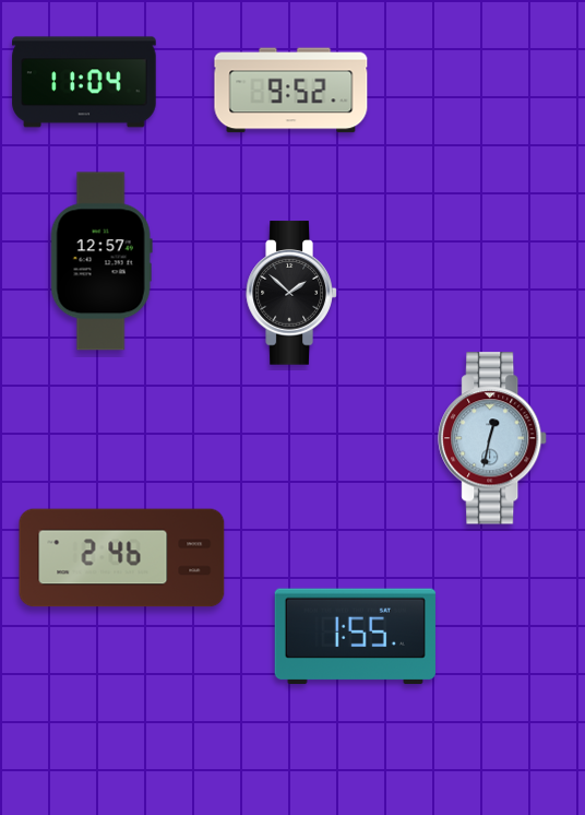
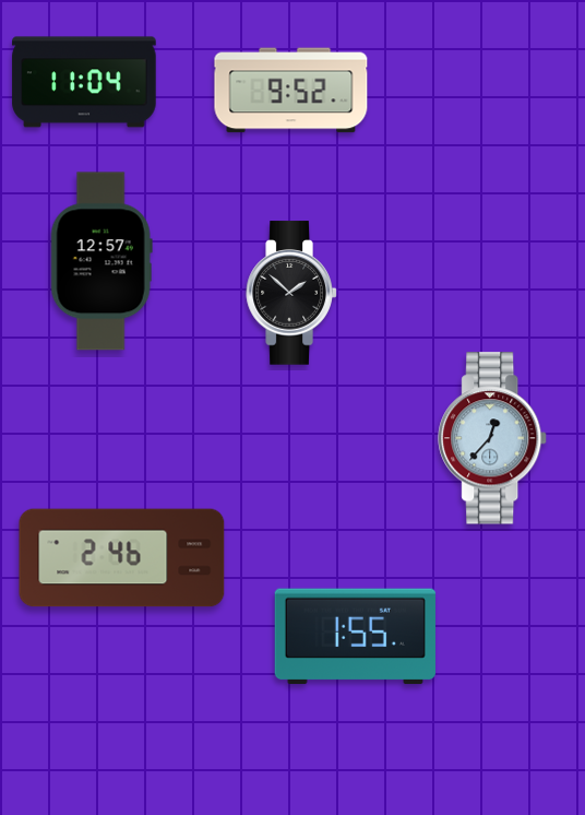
clock at (493, 438): 12:32 -> 12:37
